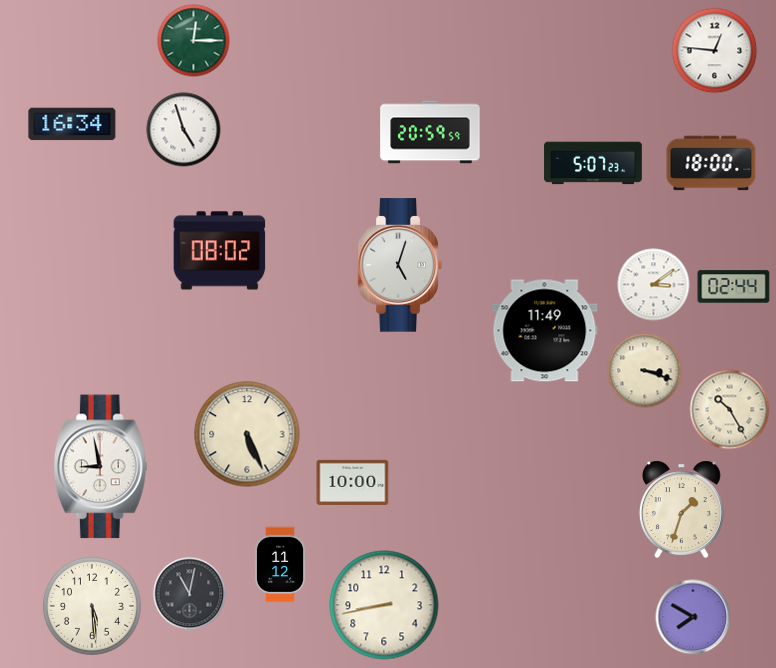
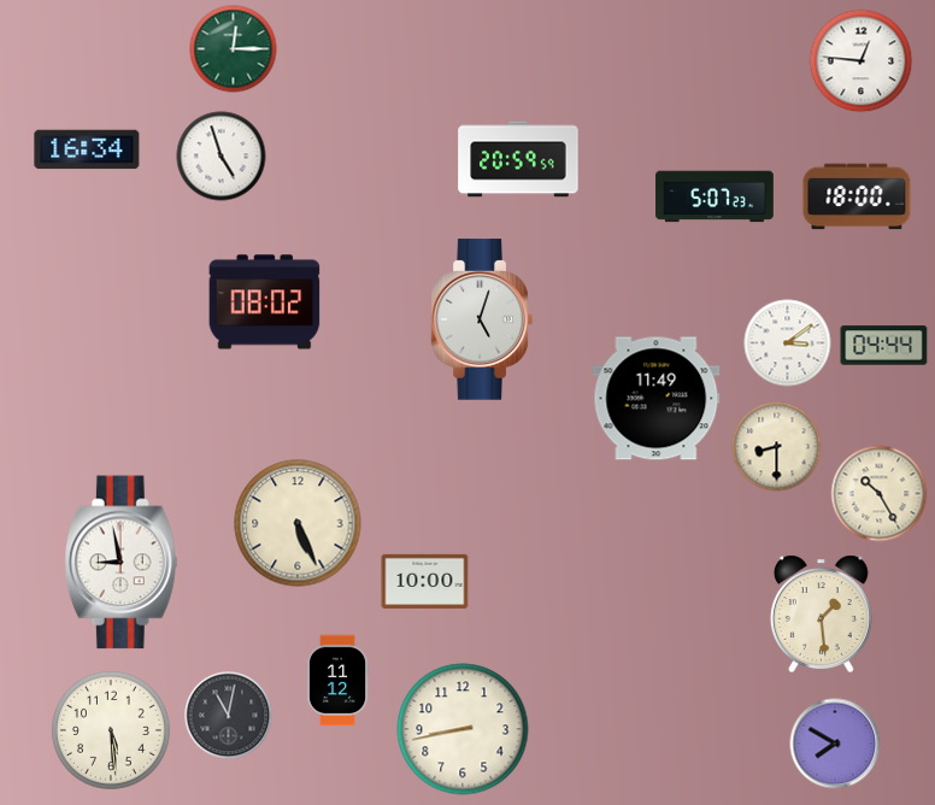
clock at (734, 287): 02:44 -> 04:44
clock at (645, 371): 3:18 -> 8:30
clock at (681, 509): 1:33 -> 1:29
